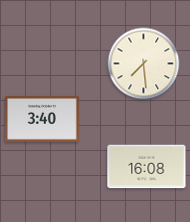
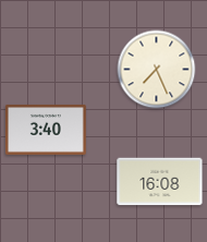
clock at (144, 64): 7:29 -> 7:26
